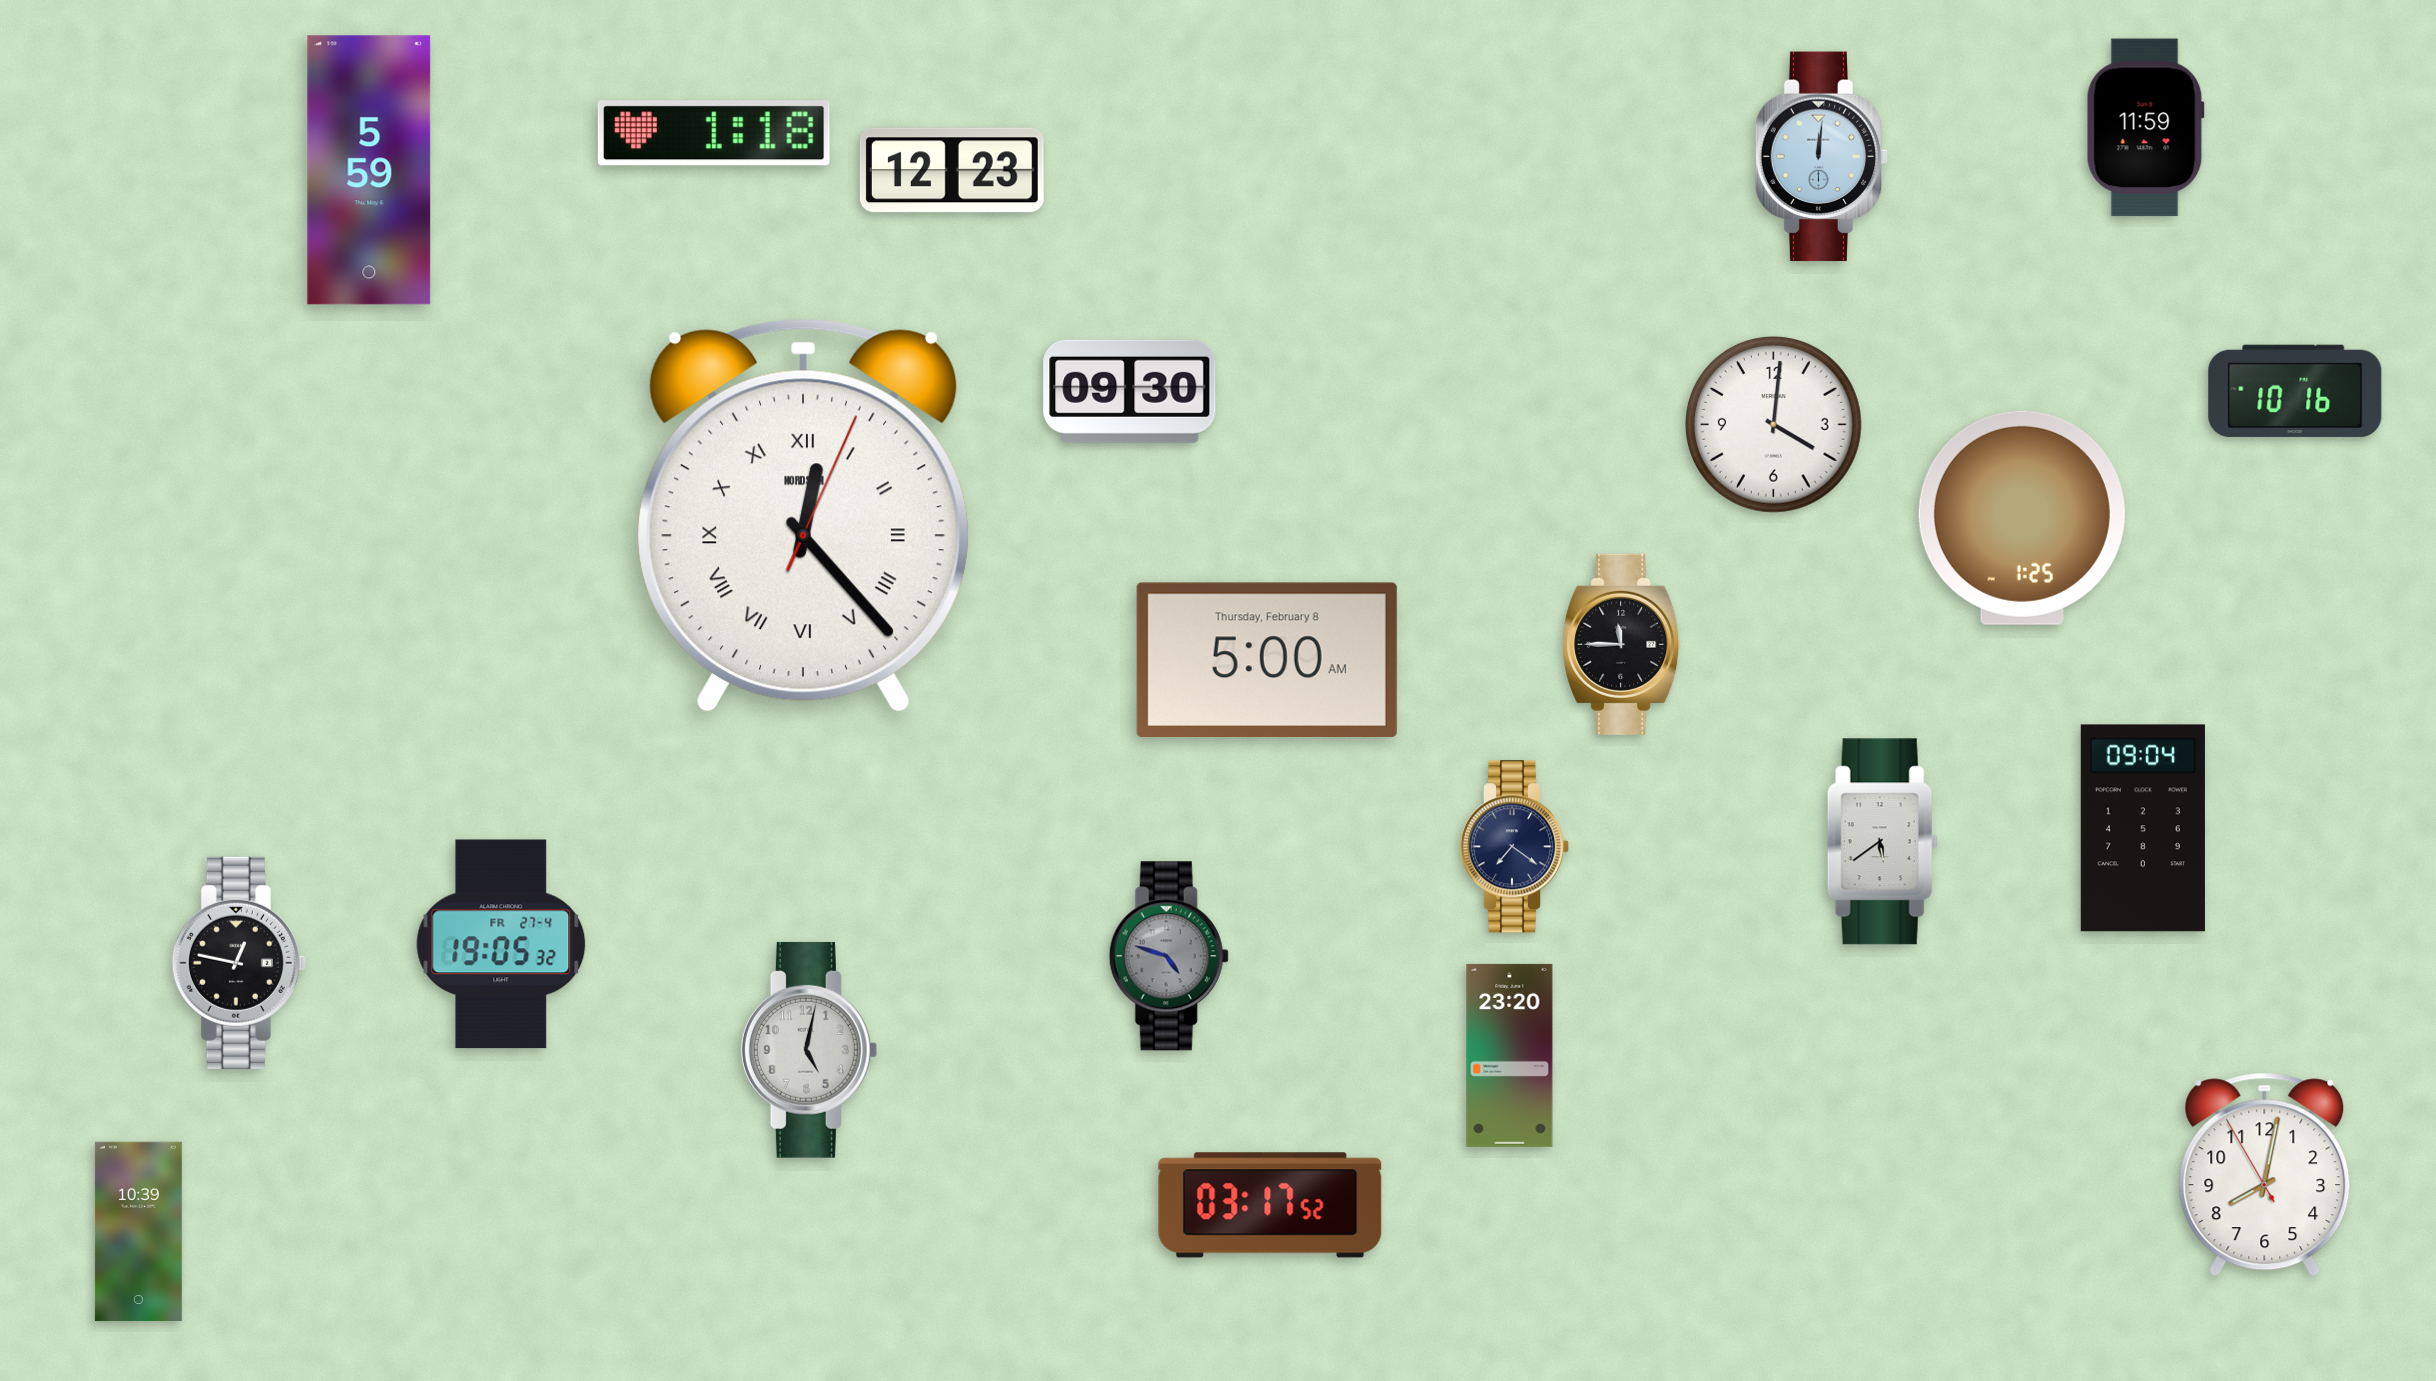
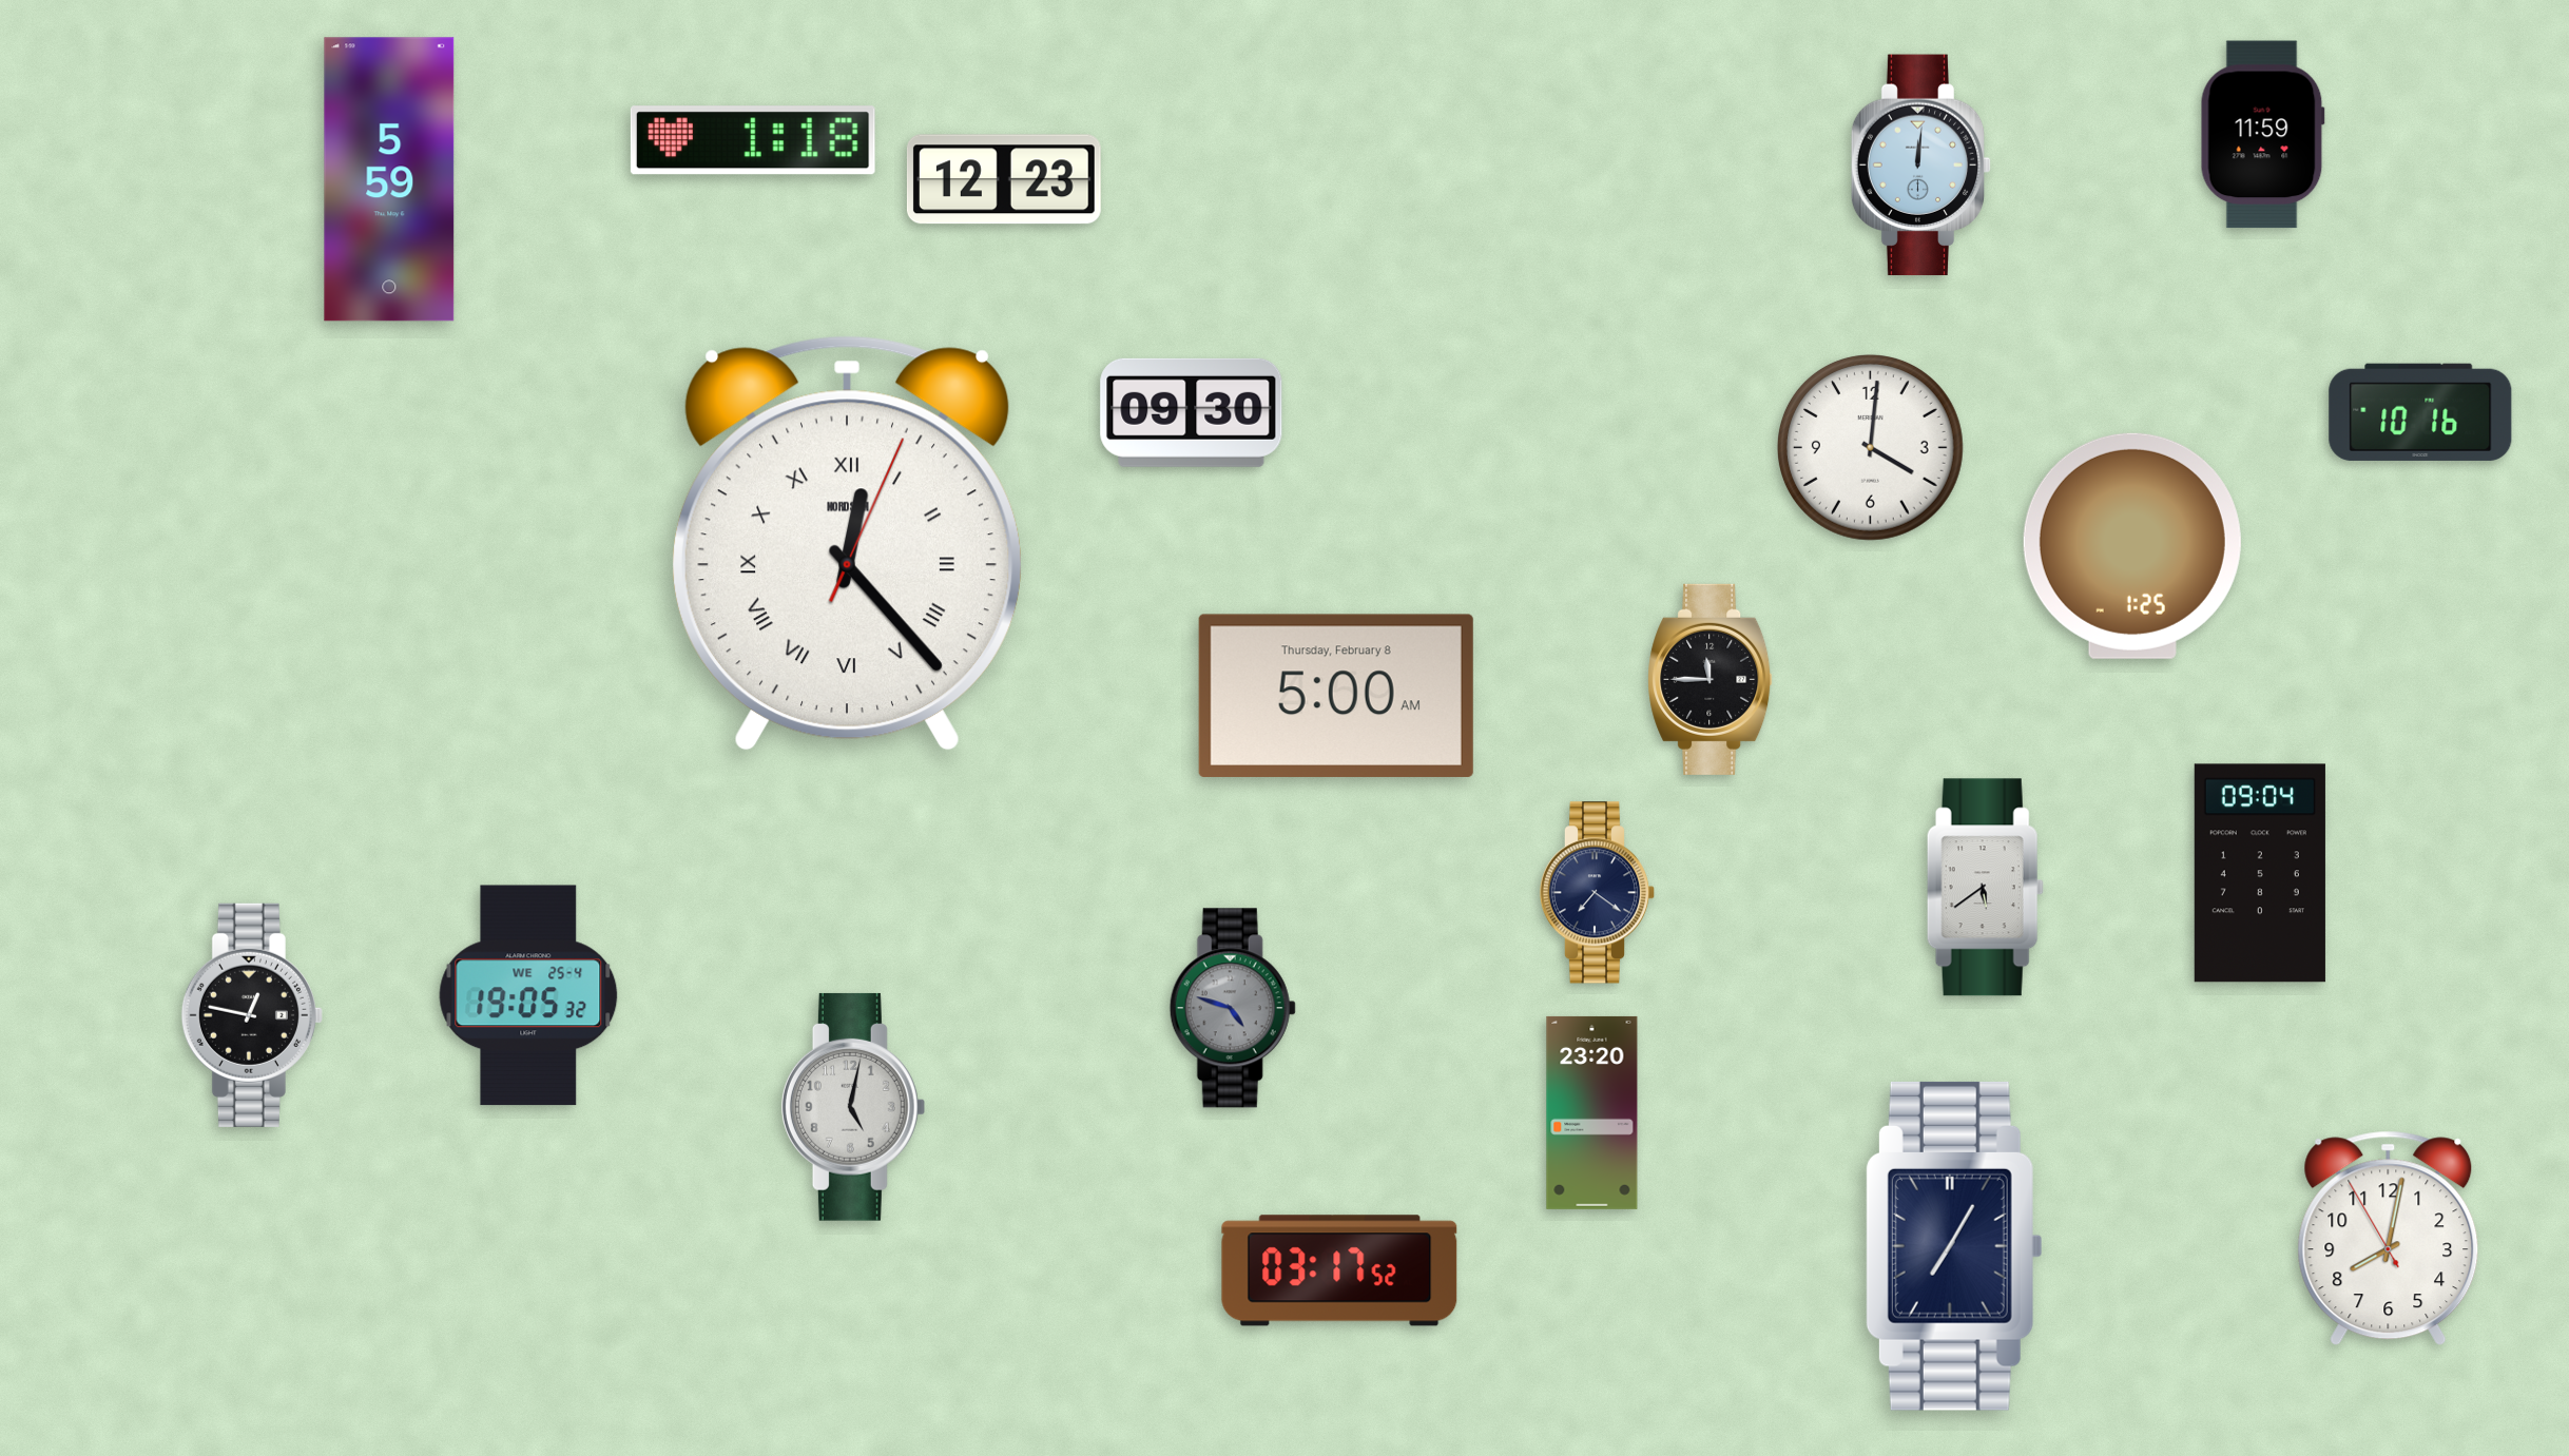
clock at (501, 944) date: FR 27-4 -> WE 25-4
clock at (1954, 1246): none -> 7:05
clock at (138, 1231): 10:39 -> none
